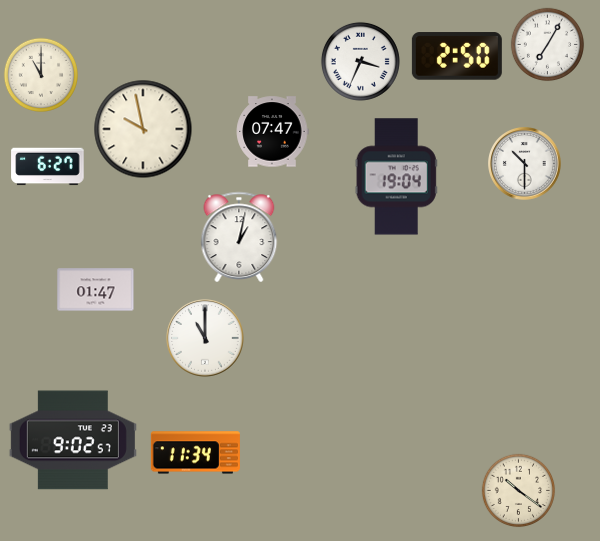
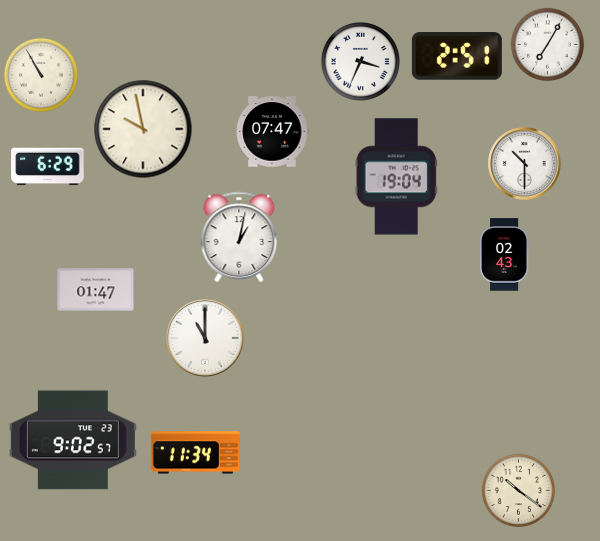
clock at (457, 56): 2:50 -> 2:51
clock at (40, 74): 11:00 -> 10:55
clock at (48, 167): 6:27 -> 6:29
clock at (504, 255): none -> 02:43
